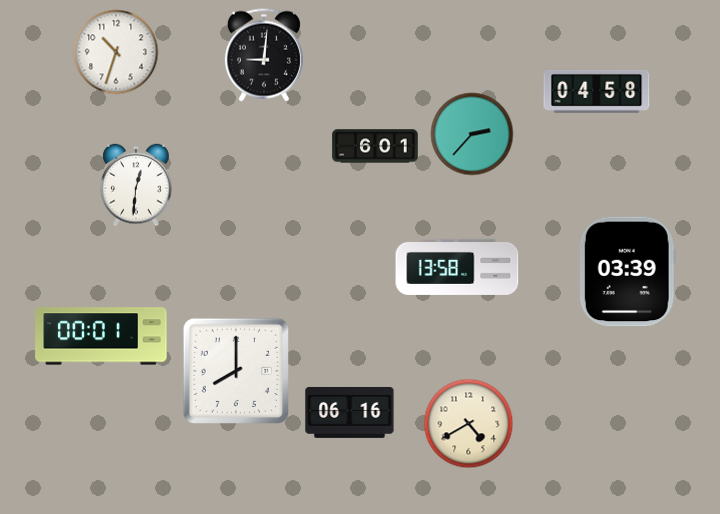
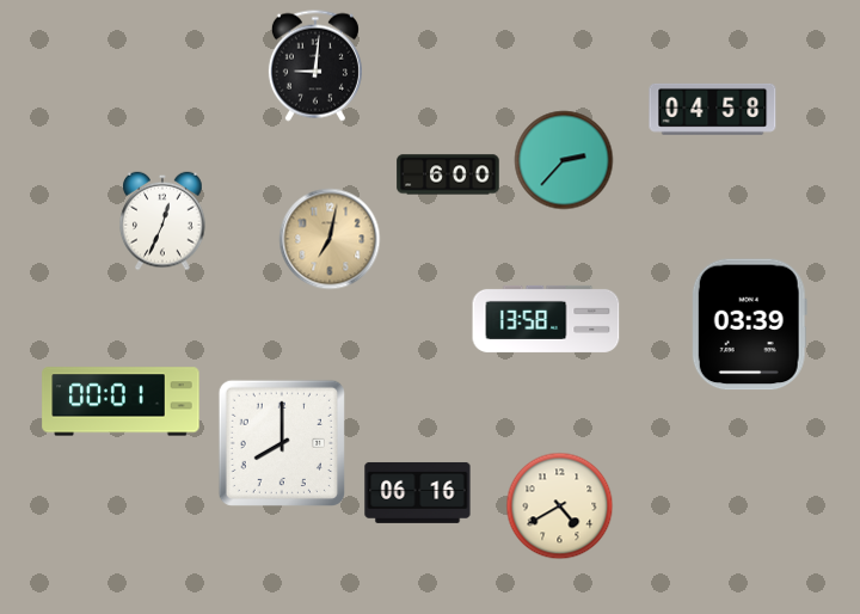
clock at (116, 52): 10:33 -> none
clock at (375, 146): 6:01 -> 6:00
clock at (136, 185): 12:31 -> 12:34
clock at (330, 239): none -> 7:02
